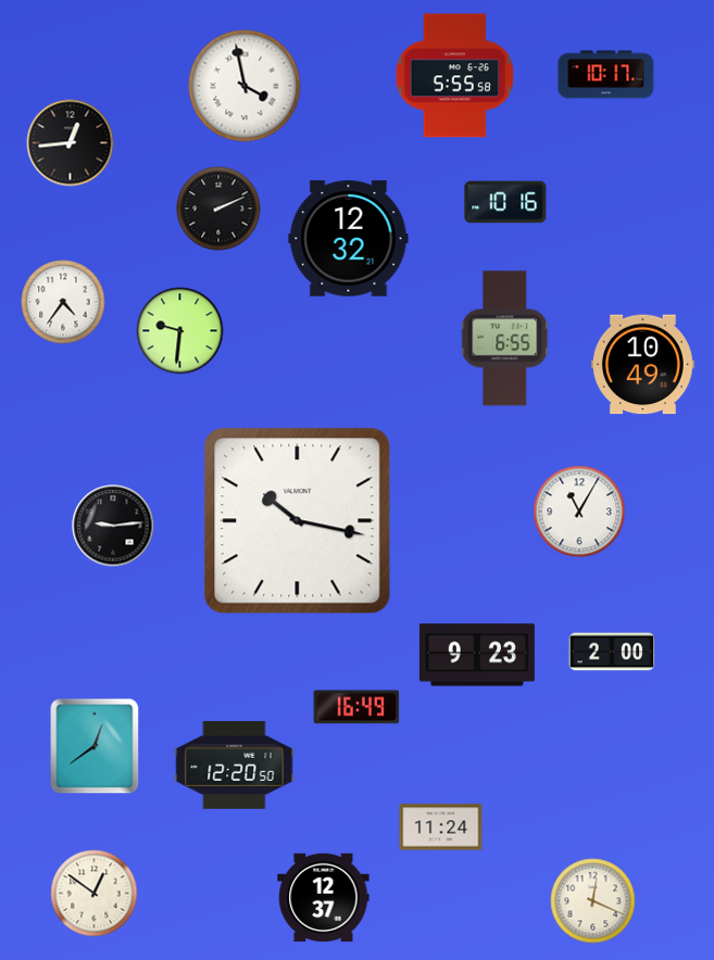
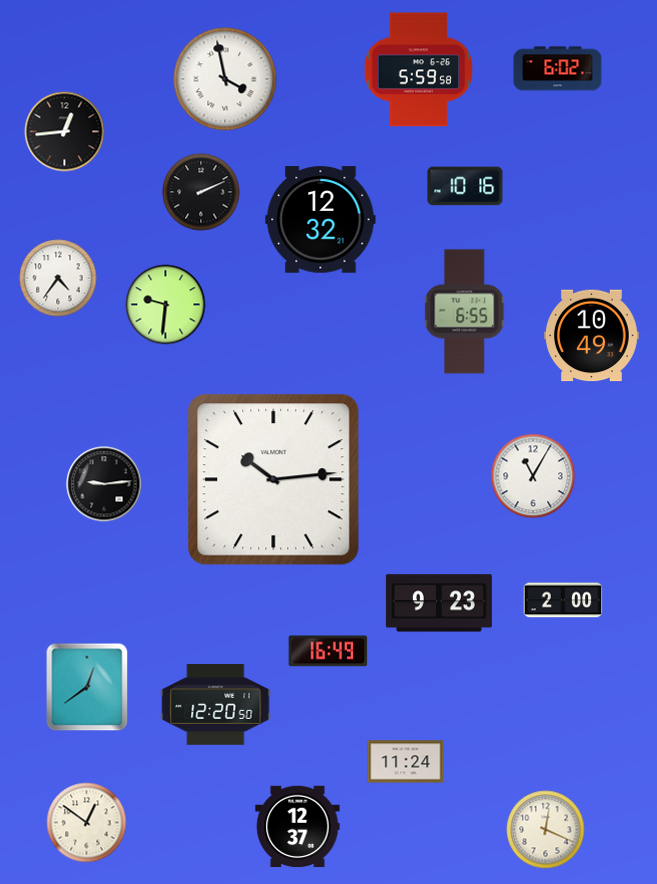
clock at (606, 75): 10:17 -> 6:02
clock at (455, 76): 5:55 -> 5:59
clock at (579, 511) position: (579, 511) -> (533, 476)
clock at (298, 521): 10:17 -> 10:14
